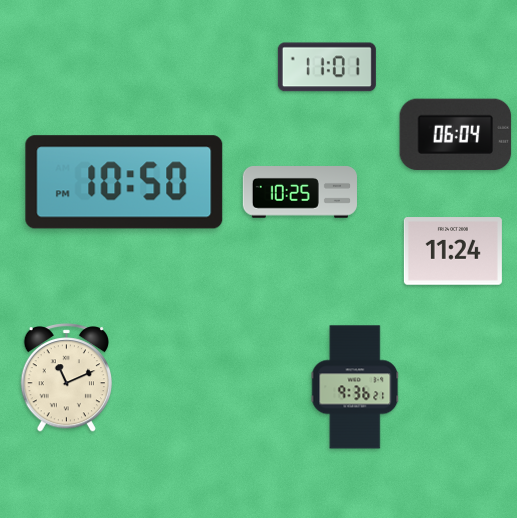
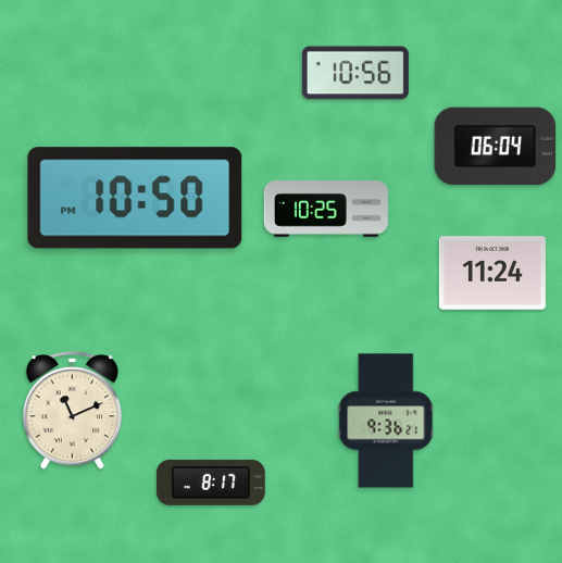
clock at (327, 67): 11:01 -> 10:56
clock at (211, 483): none -> 8:17
